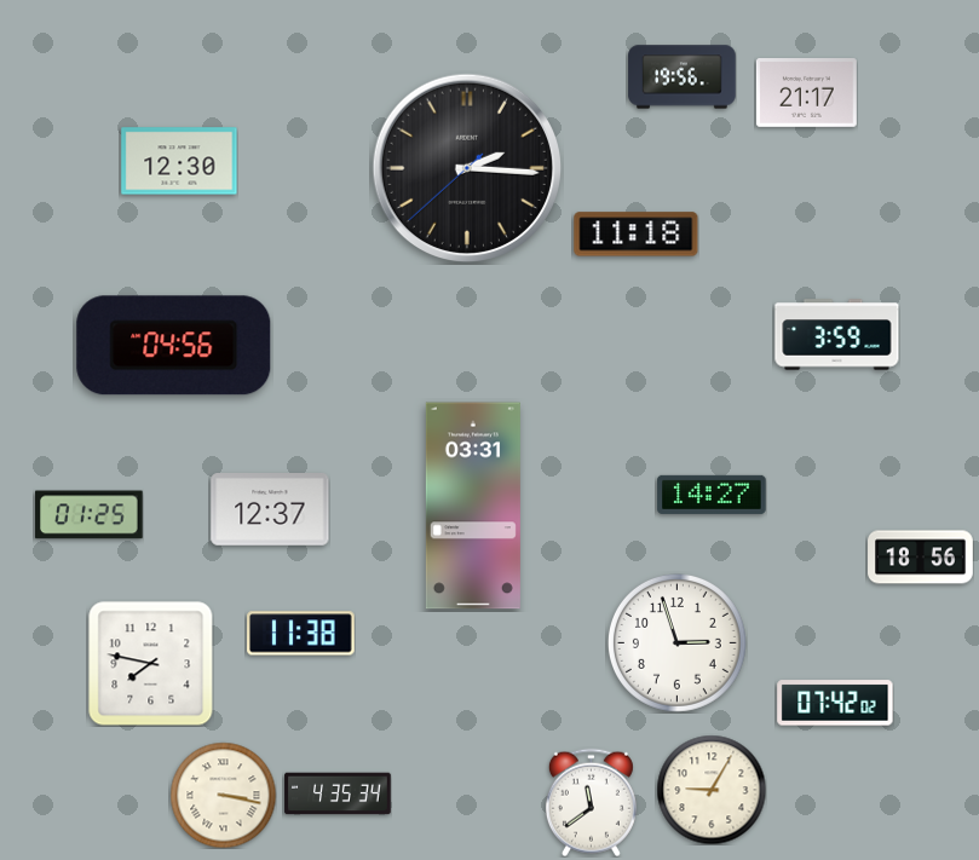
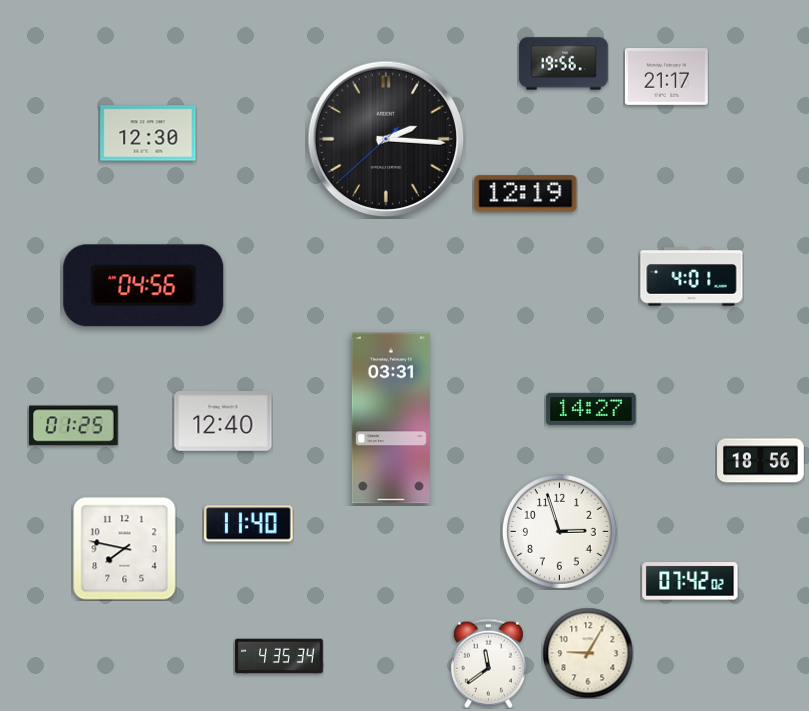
clock at (637, 235): 11:18 -> 12:19
clock at (837, 335): 3:59 -> 4:01
clock at (712, 495) position: (712, 495) -> (591, 409)
clock at (270, 510): 12:37 -> 12:40
clock at (301, 634): 11:38 -> 11:40
clock at (223, 795): 3:17 -> none
